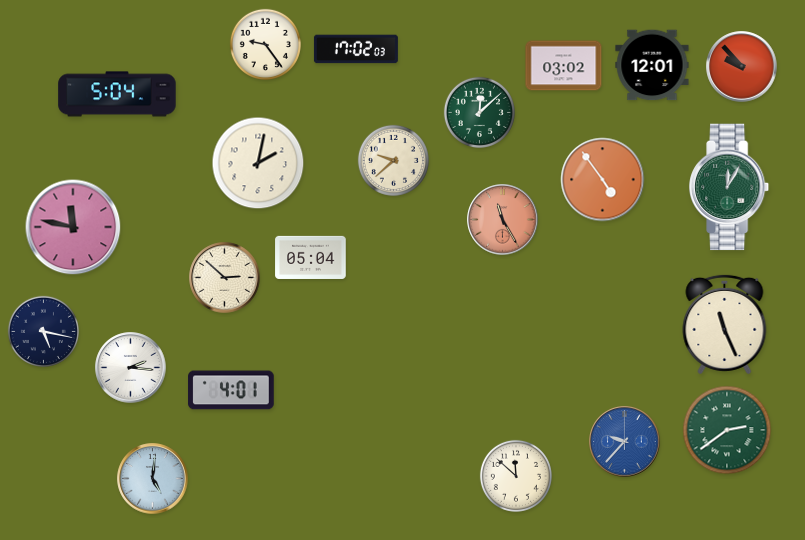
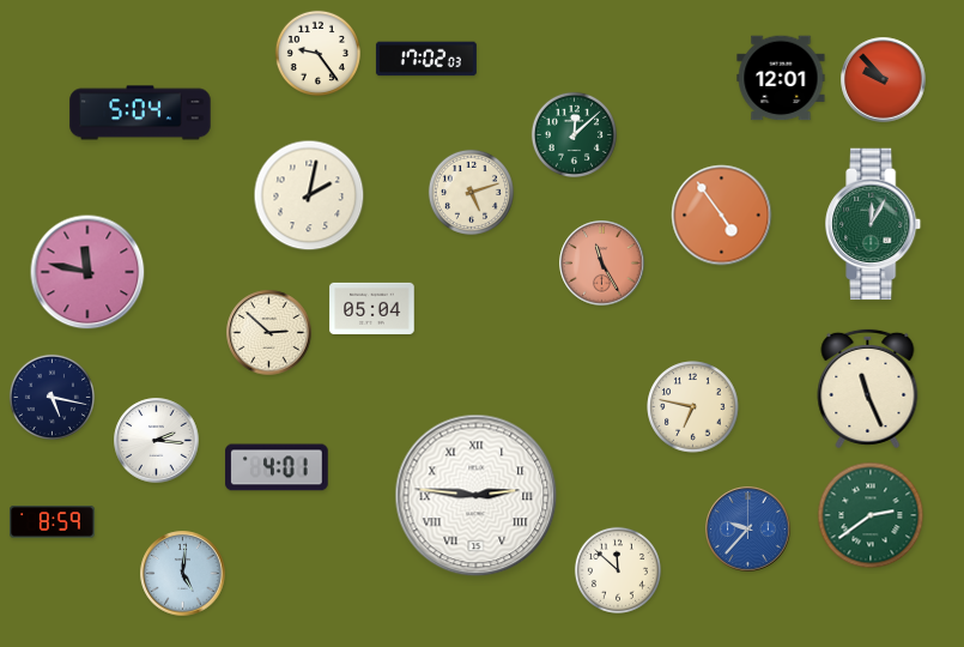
clock at (564, 66): 03:02 -> none
clock at (742, 67) position: (742, 67) -> (884, 80)
clock at (393, 160): 9:38 -> 5:12
clock at (693, 407): none -> 6:47
clock at (477, 496): none -> 2:46
clock at (53, 522): none -> 8:59
